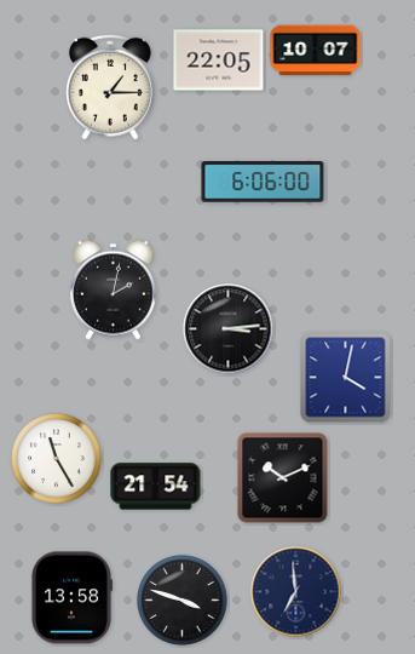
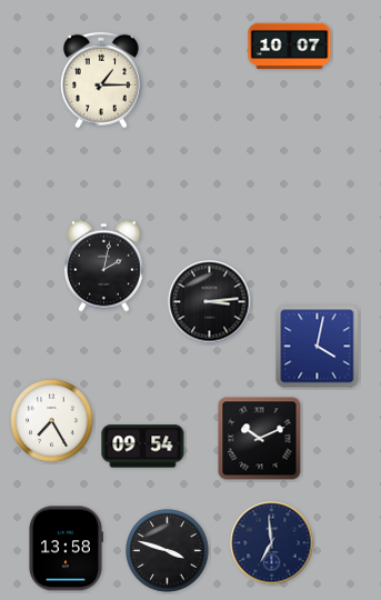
clock at (219, 61): 22:05 -> none
clock at (263, 182): 6:06 -> none
clock at (57, 459): 11:25 -> 7:25
clock at (156, 487): 21:54 -> 09:54
